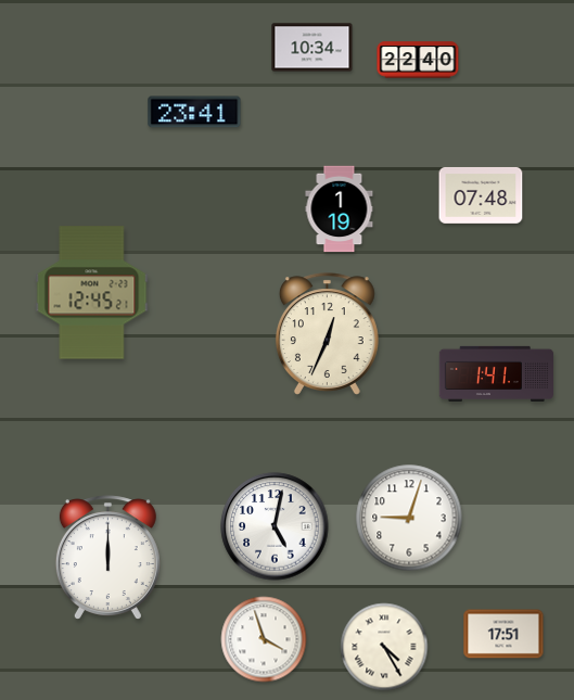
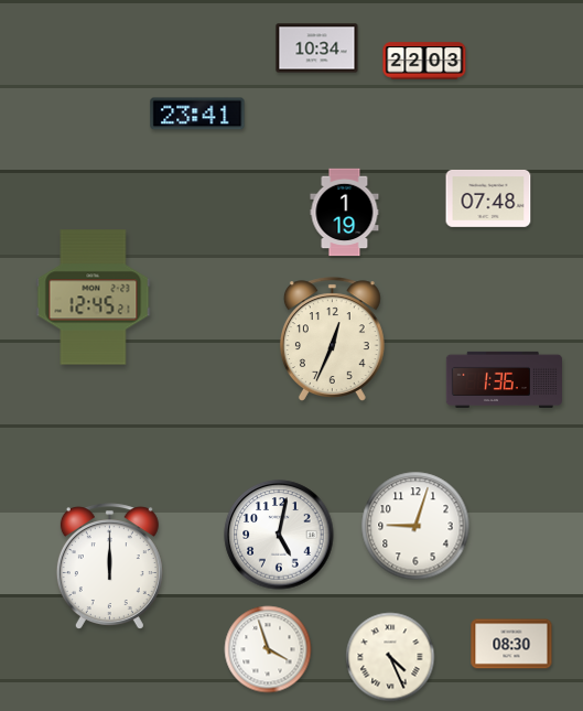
clock at (418, 60): 22:40 -> 22:03
clock at (496, 373): 1:41 -> 1:36
clock at (503, 634): 17:51 -> 08:30
clock at (384, 647): 4:25 -> 4:26
